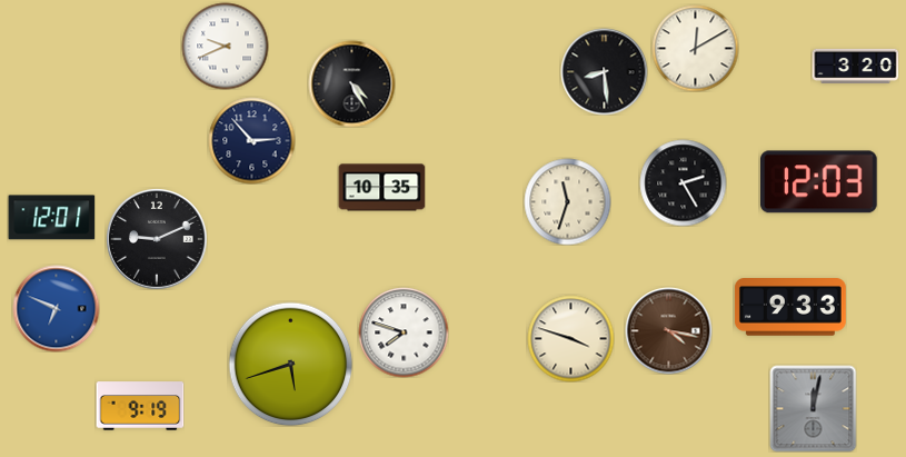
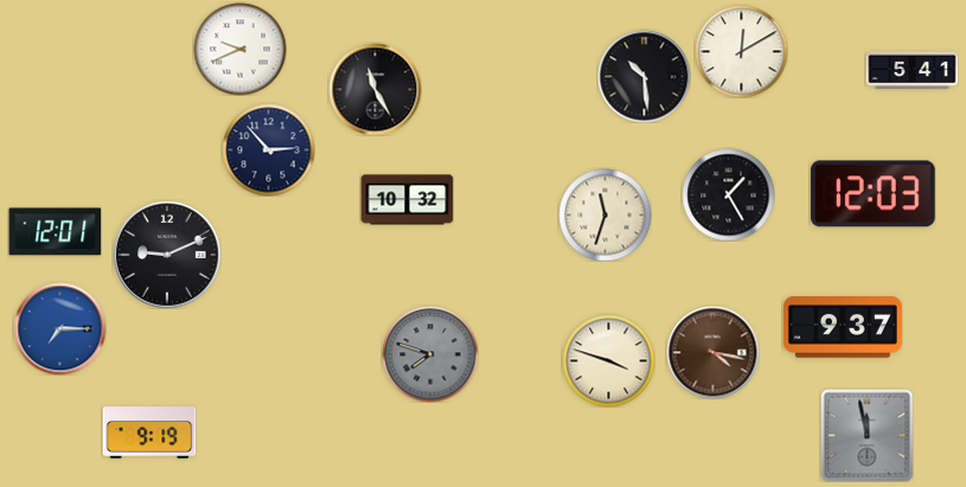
clock at (855, 66): 3:20 -> 5:41
clock at (604, 71): 8:29 -> 10:29
clock at (351, 83): 4:25 -> 11:25
clock at (683, 182): 2:25 -> 1:25
clock at (381, 188): 10:35 -> 10:32
clock at (790, 307): 9:33 -> 9:37
clock at (56, 308): 6:49 -> 7:15
clock at (404, 332) dial: white -> grey
clock at (290, 364): 5:42 -> none
clock at (813, 408): 12:02 -> 11:58
